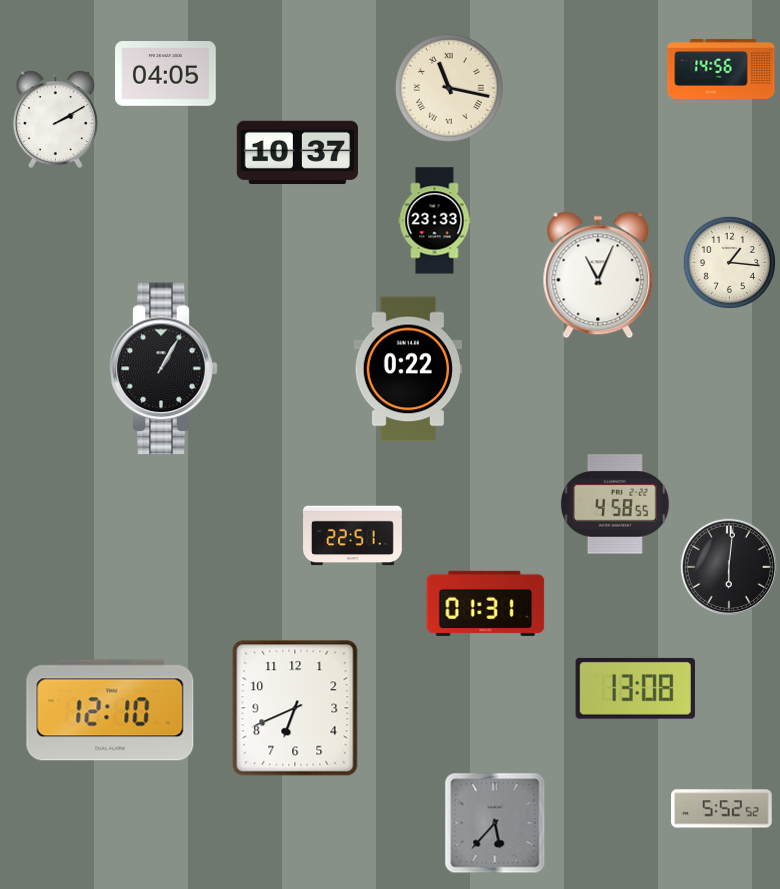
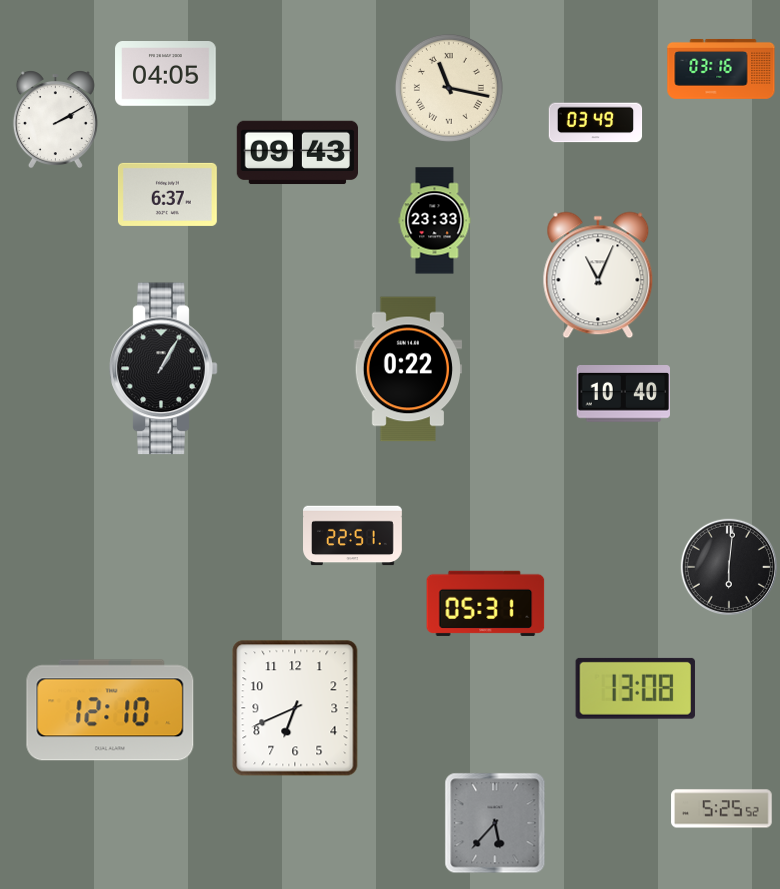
clock at (721, 69): 14:56 -> 03:16
clock at (596, 123): none -> 03:49
clock at (297, 153): 10:37 -> 09:43
clock at (167, 194): none -> 6:37
clock at (729, 262): 1:16 -> none
clock at (623, 394): none -> 10:40
clock at (615, 504): 4:58 -> none
clock at (486, 603): 01:31 -> 05:31
clock at (722, 809): 5:52 -> 5:25
